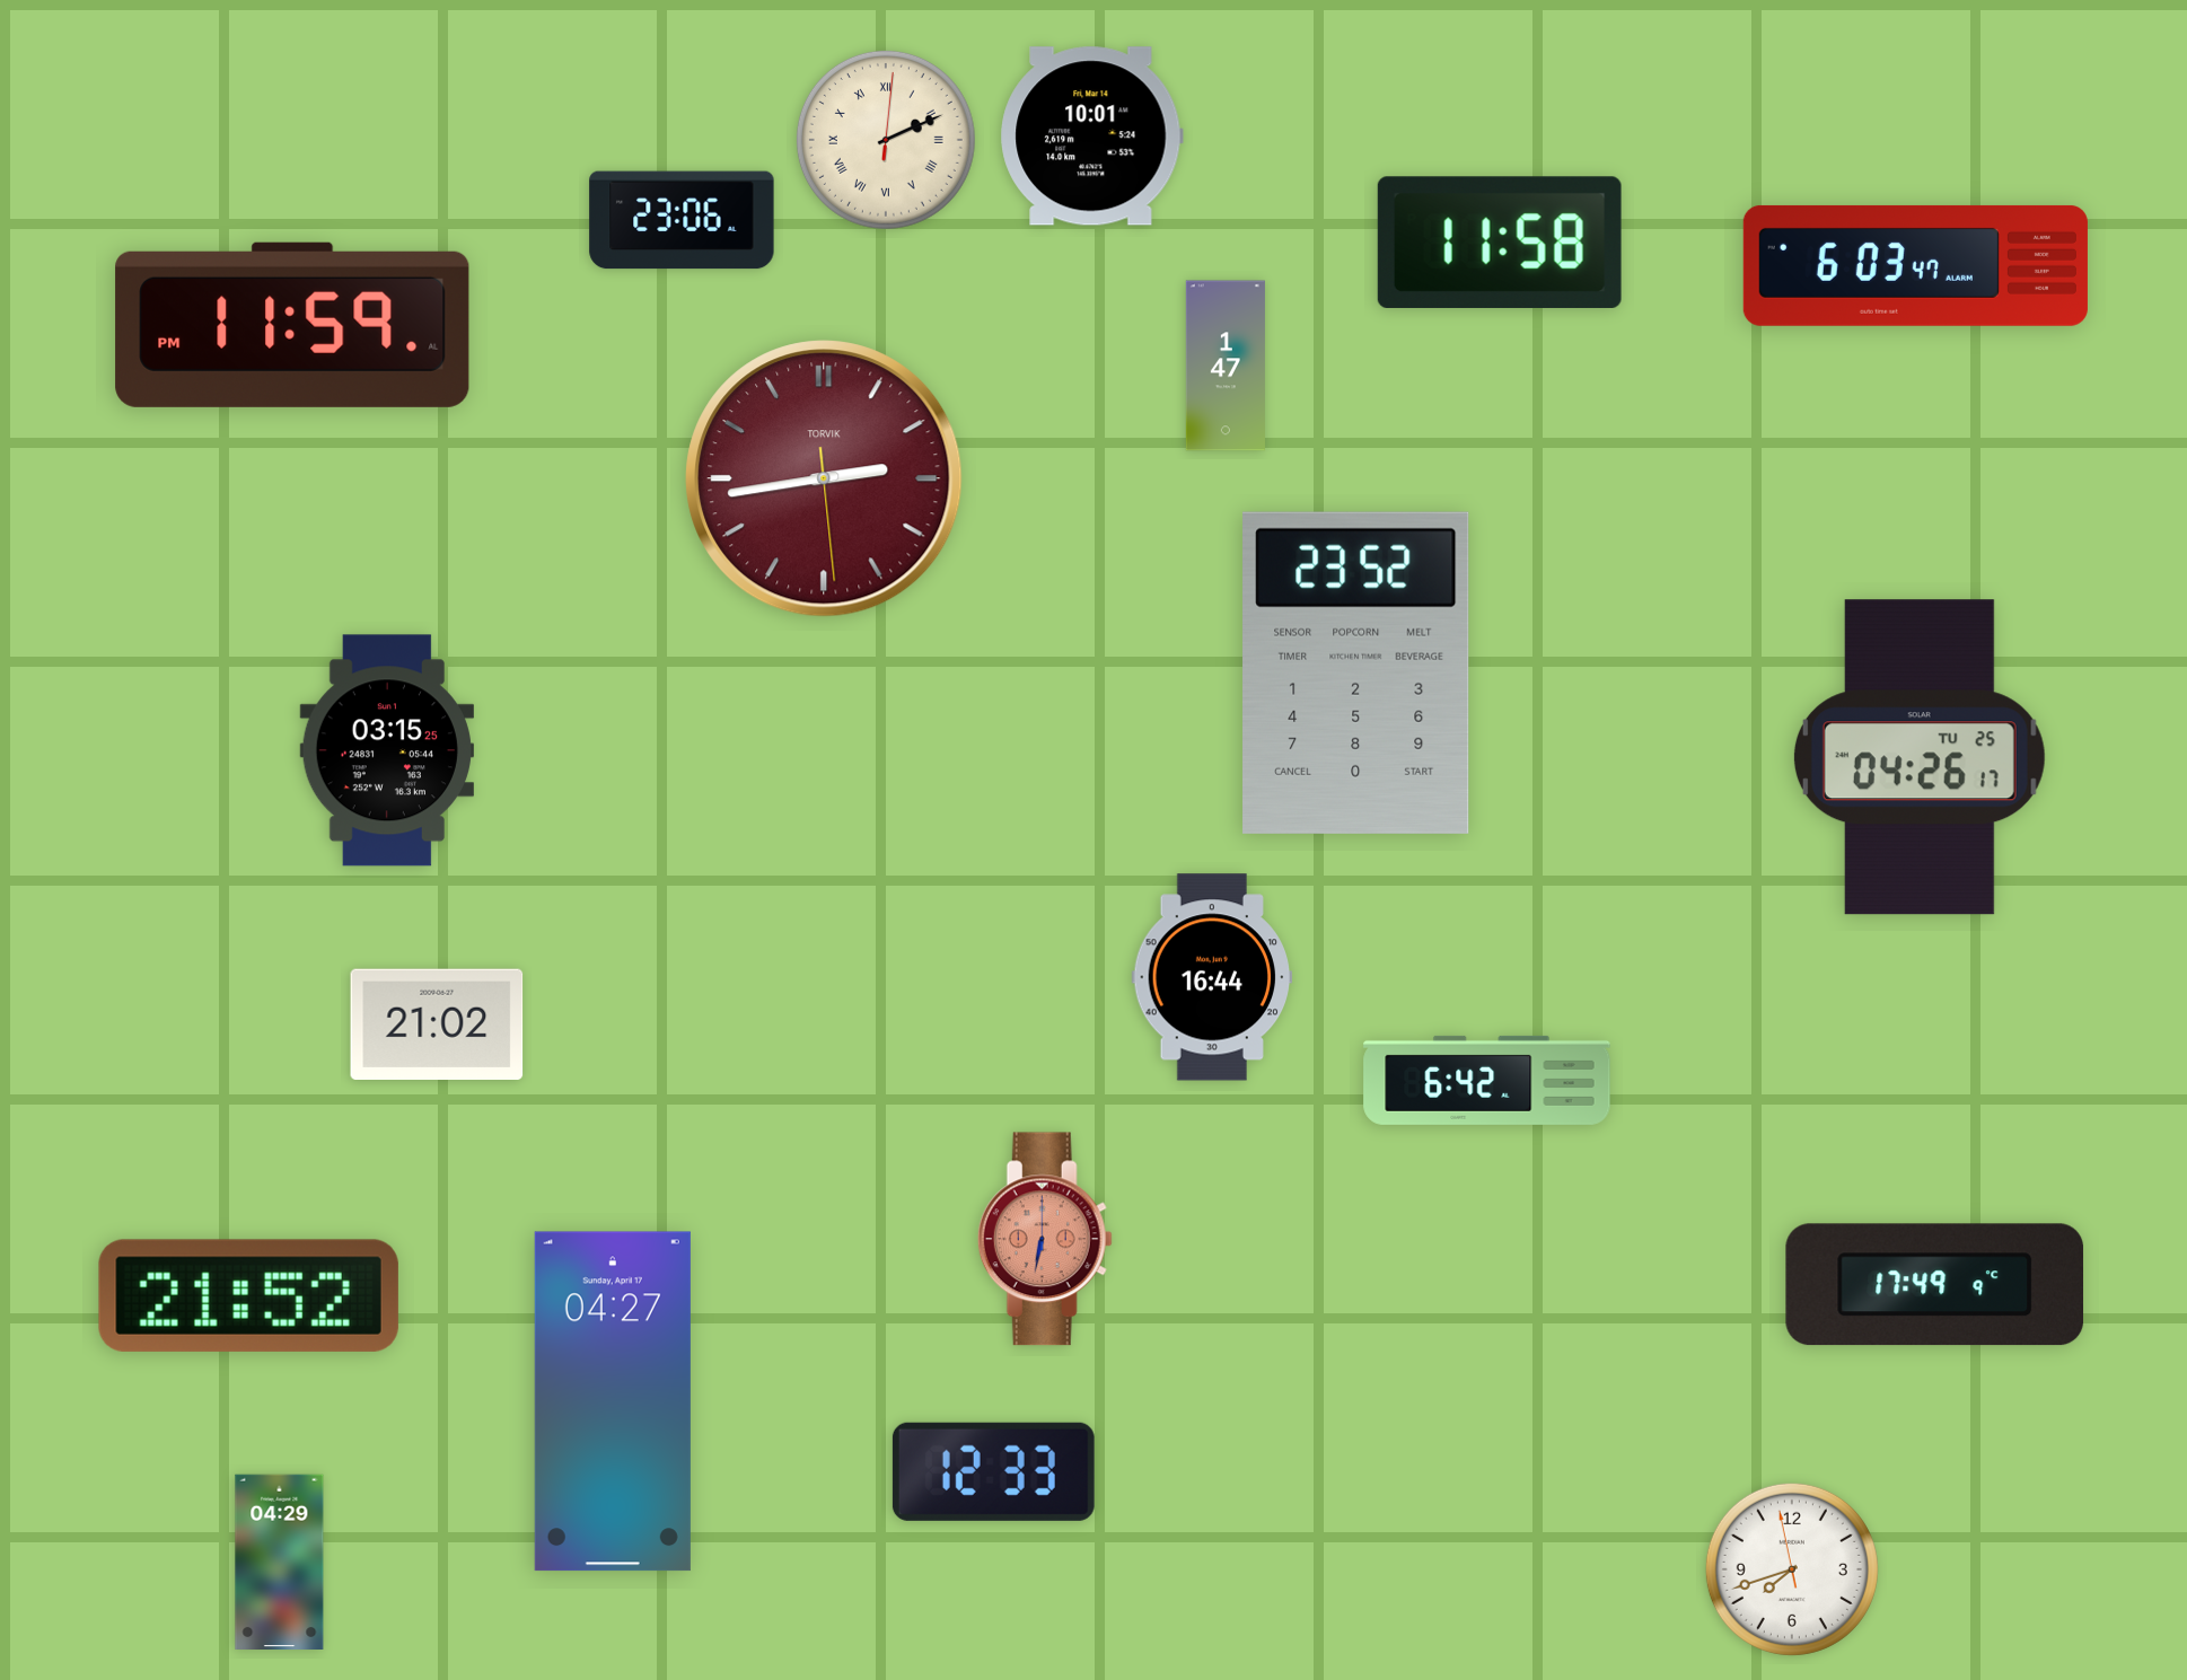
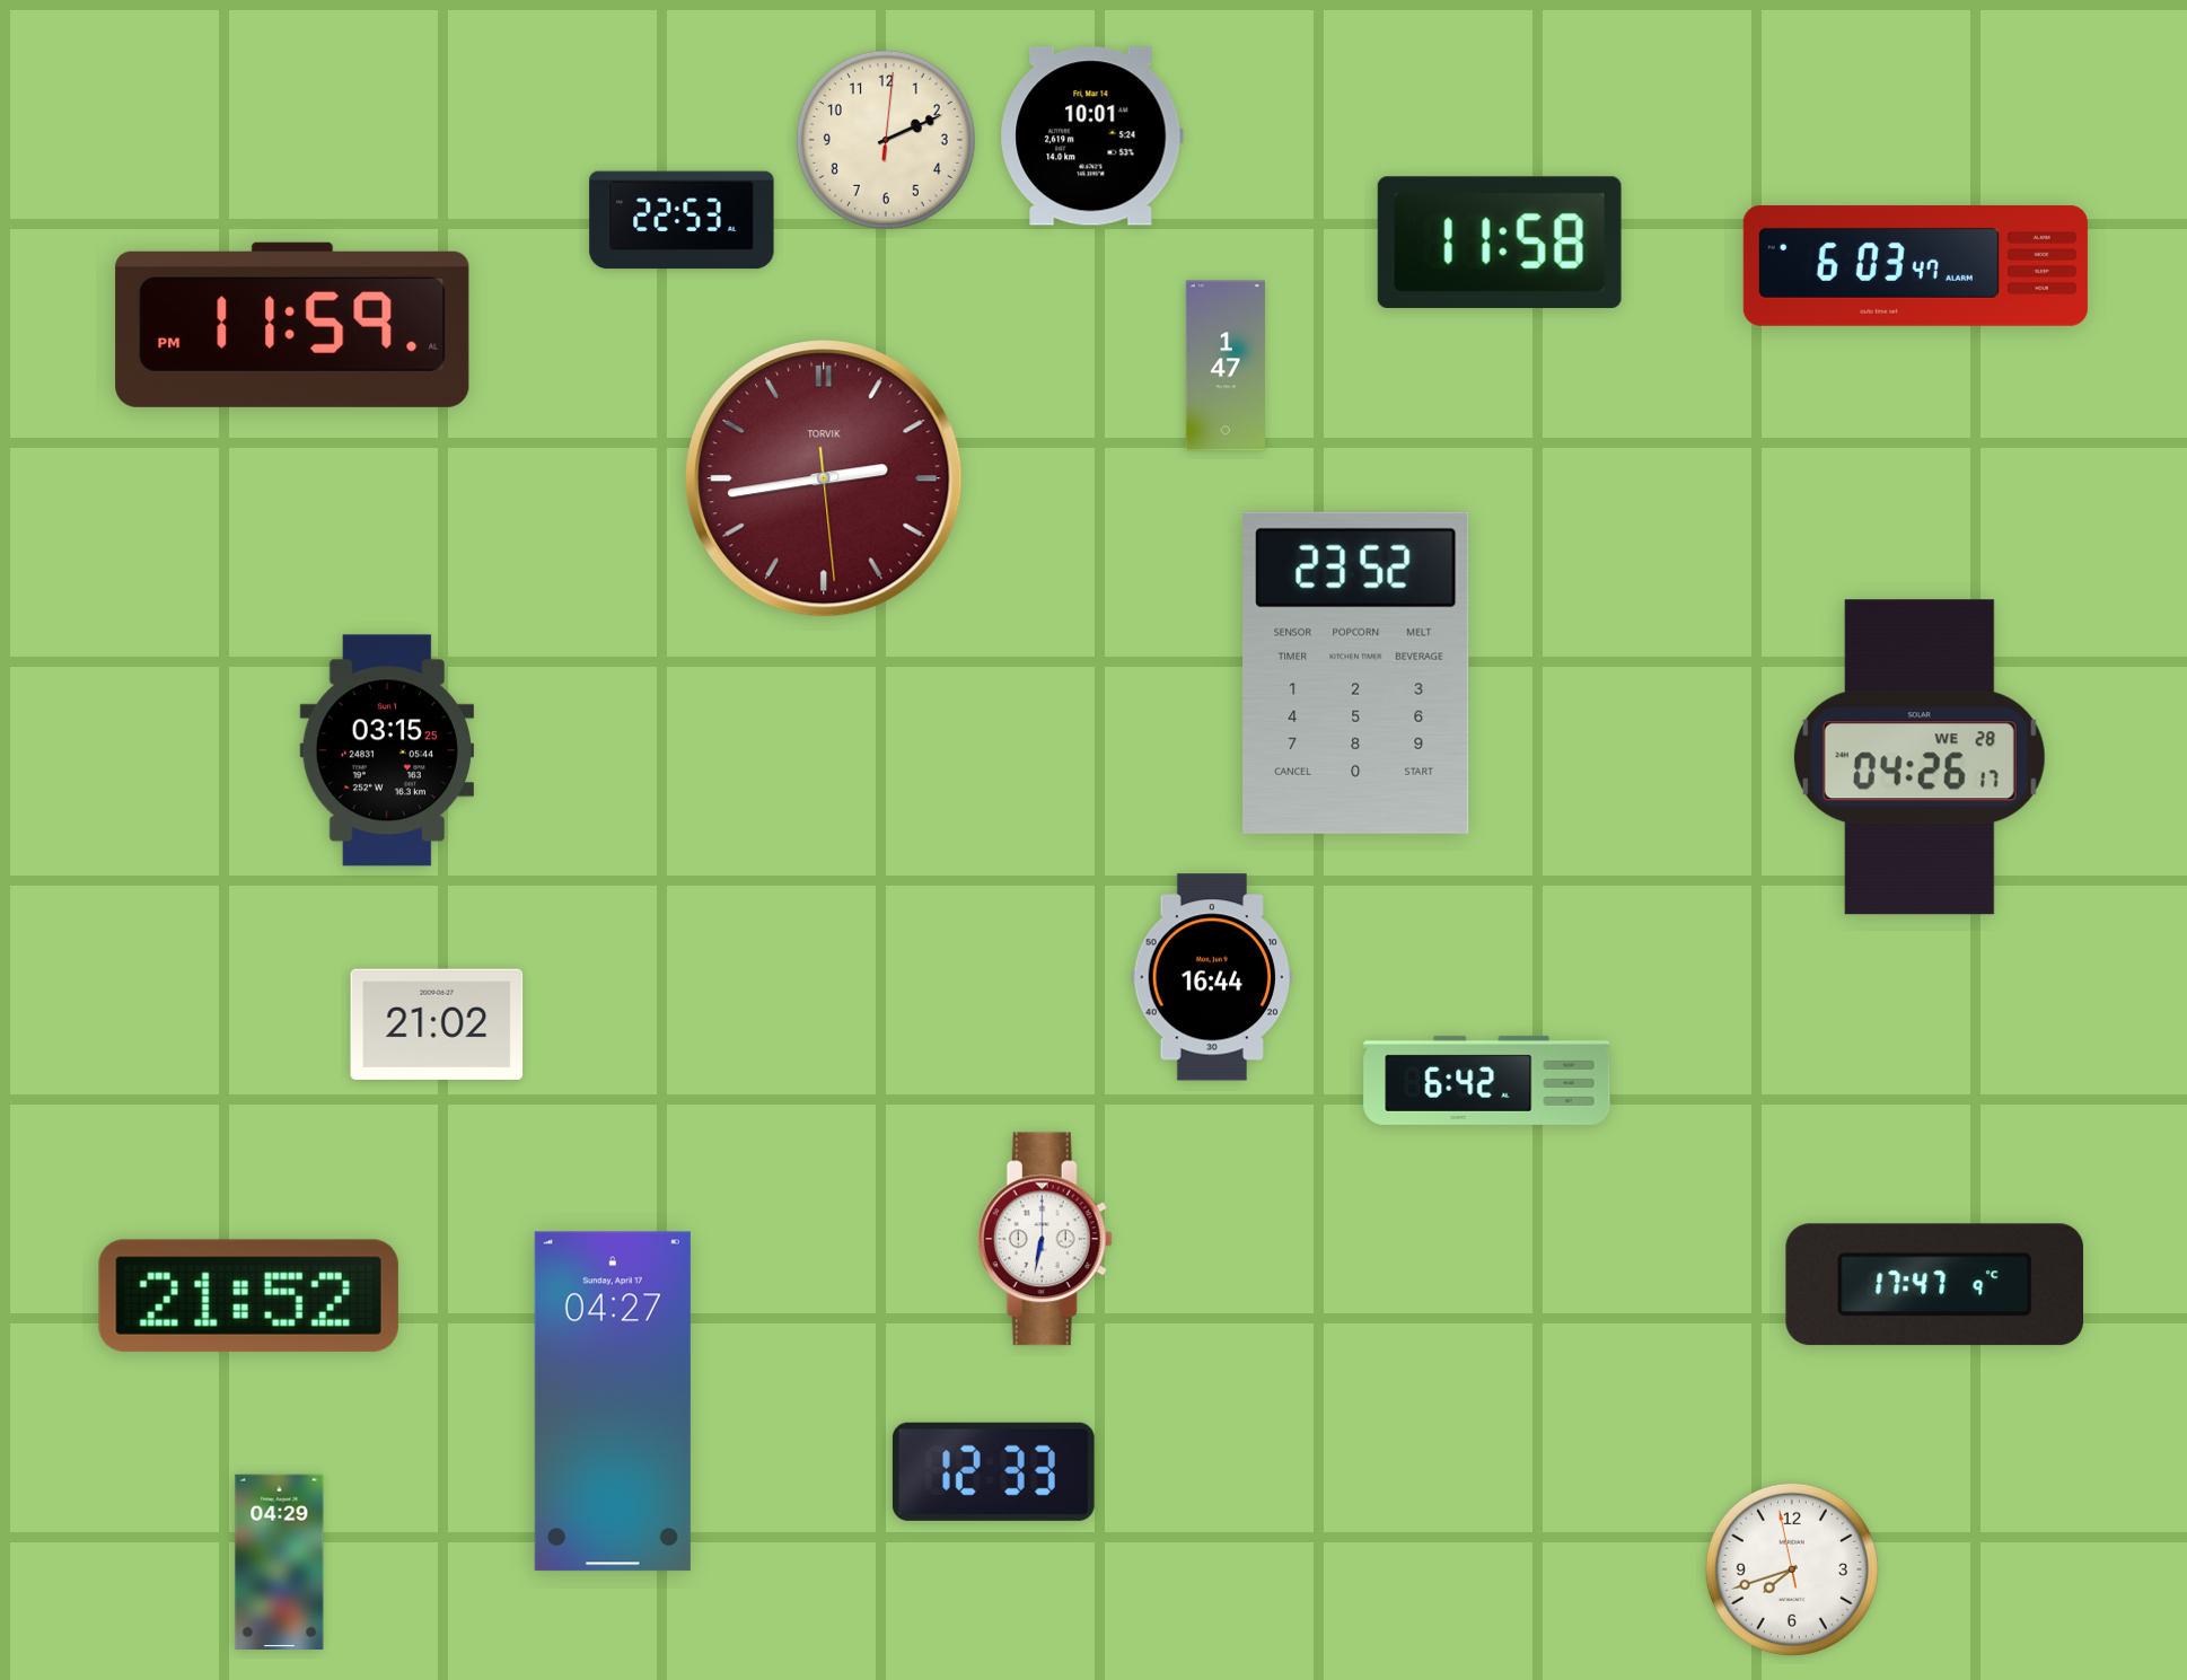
clock at (886, 140) numerals: Roman -> Arabic
clock at (682, 220): 23:06 -> 22:53
clock at (1920, 757) date: TU 25 -> WE 28
clock at (1045, 1239) dial: salmon -> white
clock at (1935, 1285): 17:49 -> 17:47
